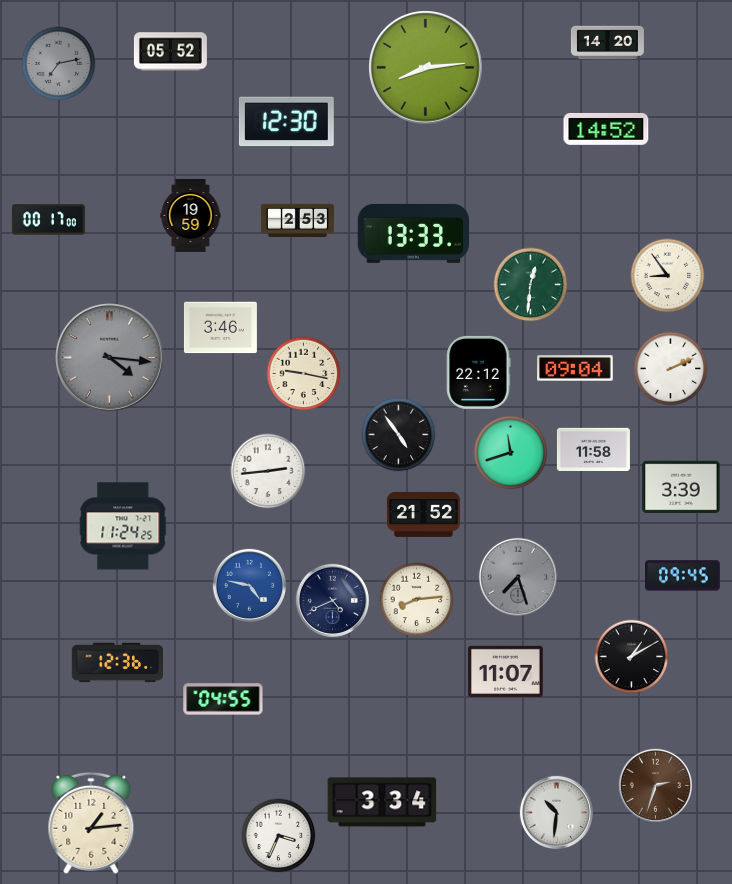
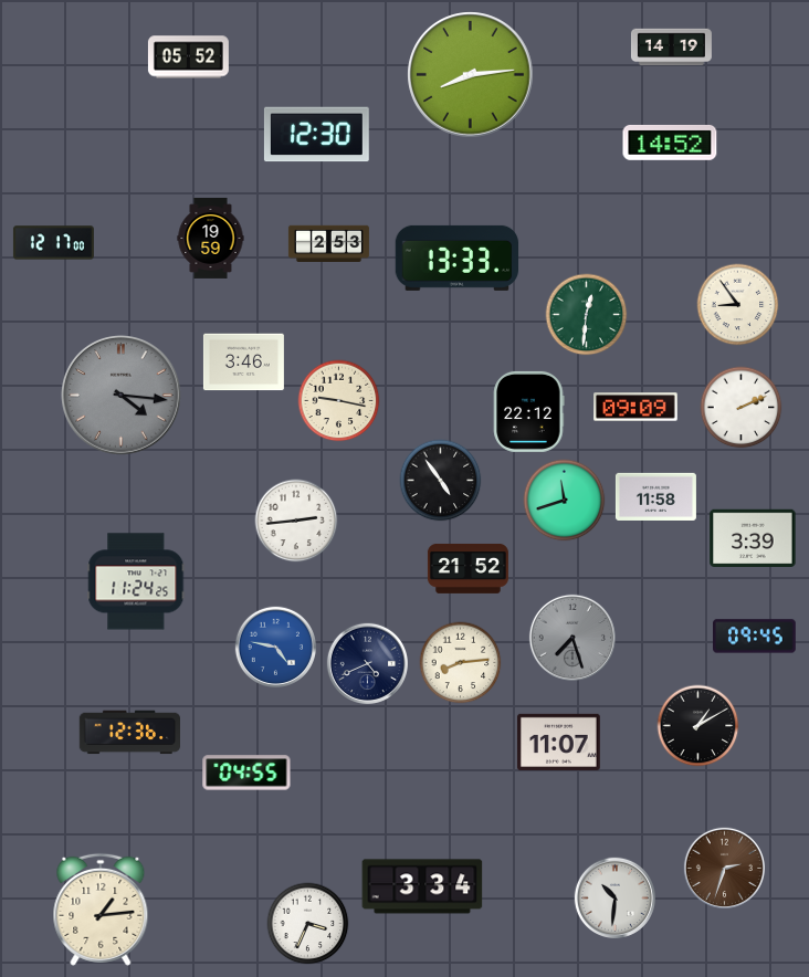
clock at (607, 43): 14:20 -> 14:19
clock at (59, 64): 7:13 -> none
clock at (48, 220): 00:17 -> 12:17
clock at (575, 368): 09:04 -> 09:09
clock at (304, 374) position: (304, 374) -> (339, 401)
